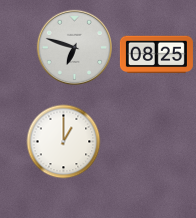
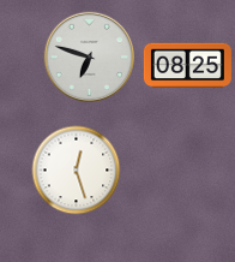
clock at (64, 142): 1:00 -> 12:27
